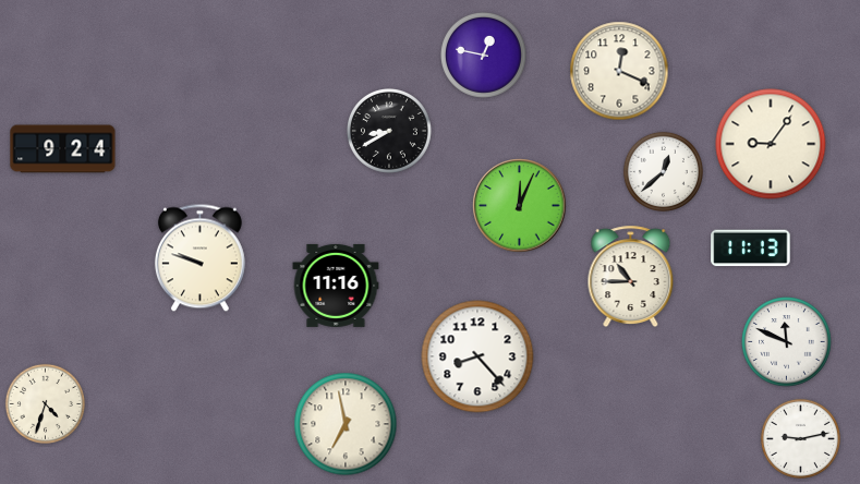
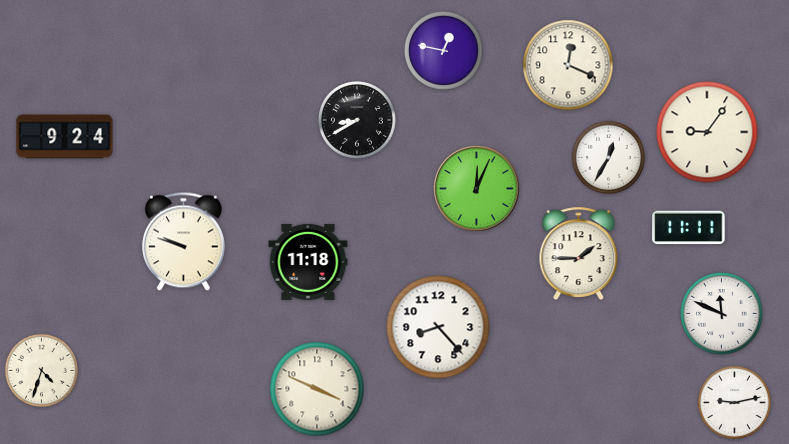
clock at (63, 149) position: (63, 149) -> (65, 137)
clock at (663, 171): 12:38 -> 12:35
clock at (751, 249): 11:13 -> 11:11
clock at (199, 258) position: (199, 258) -> (183, 242)
clock at (631, 277): 10:45 -> 1:45
clock at (336, 286): 11:16 -> 11:18
clock at (346, 424): 6:58 -> 3:49
